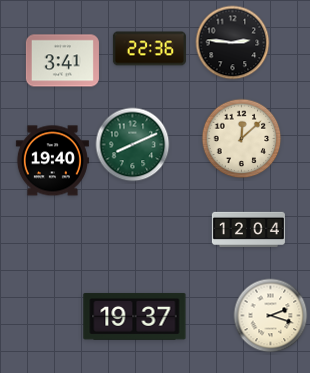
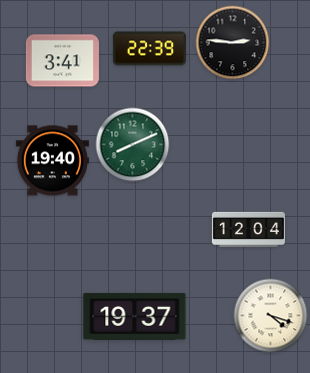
clock at (149, 49): 22:36 -> 22:39
clock at (242, 139): 12:08 -> none
clock at (271, 316): 2:18 -> 4:18
